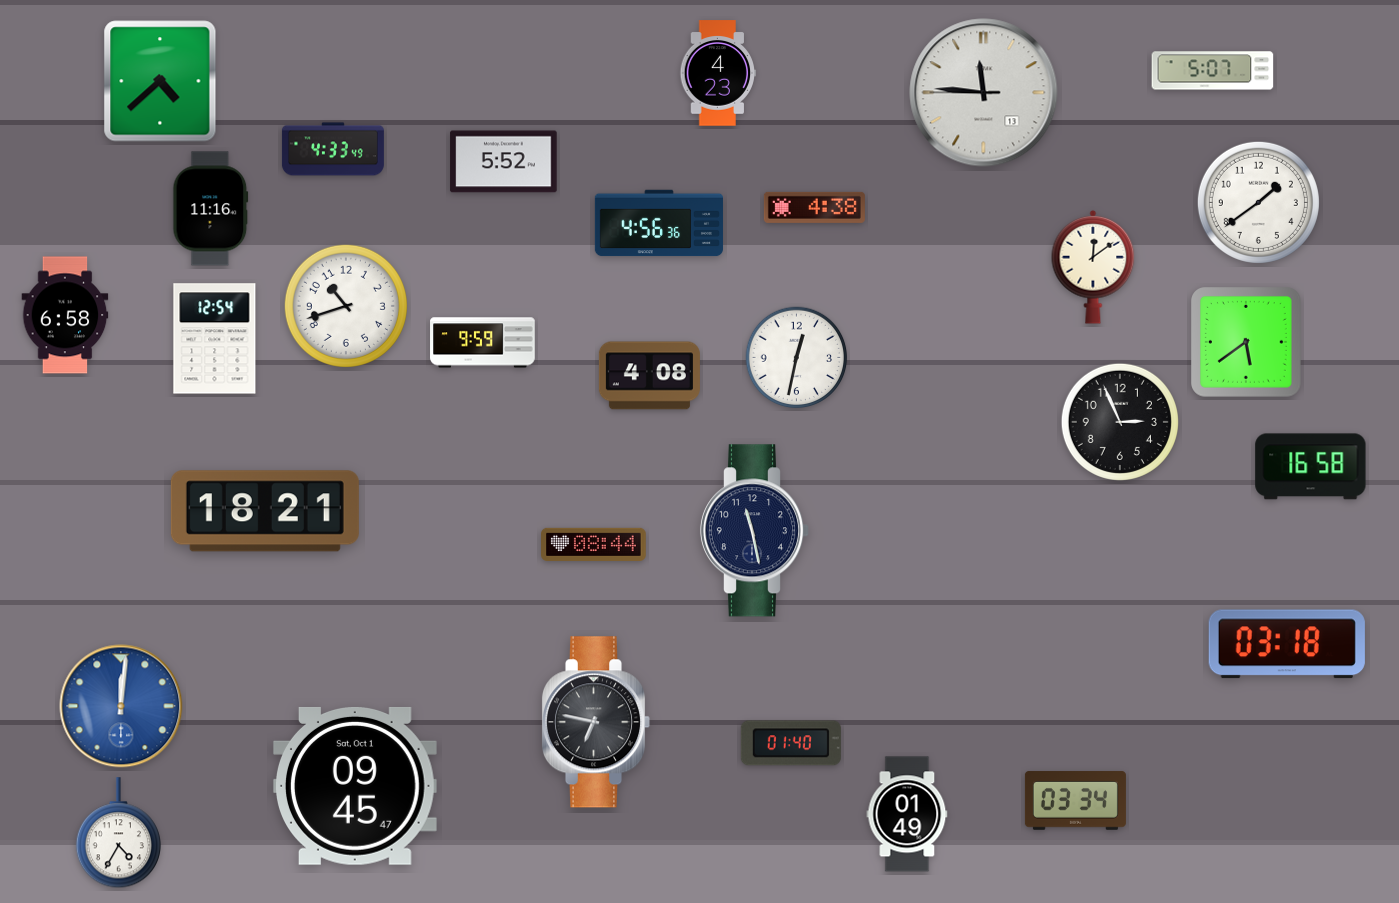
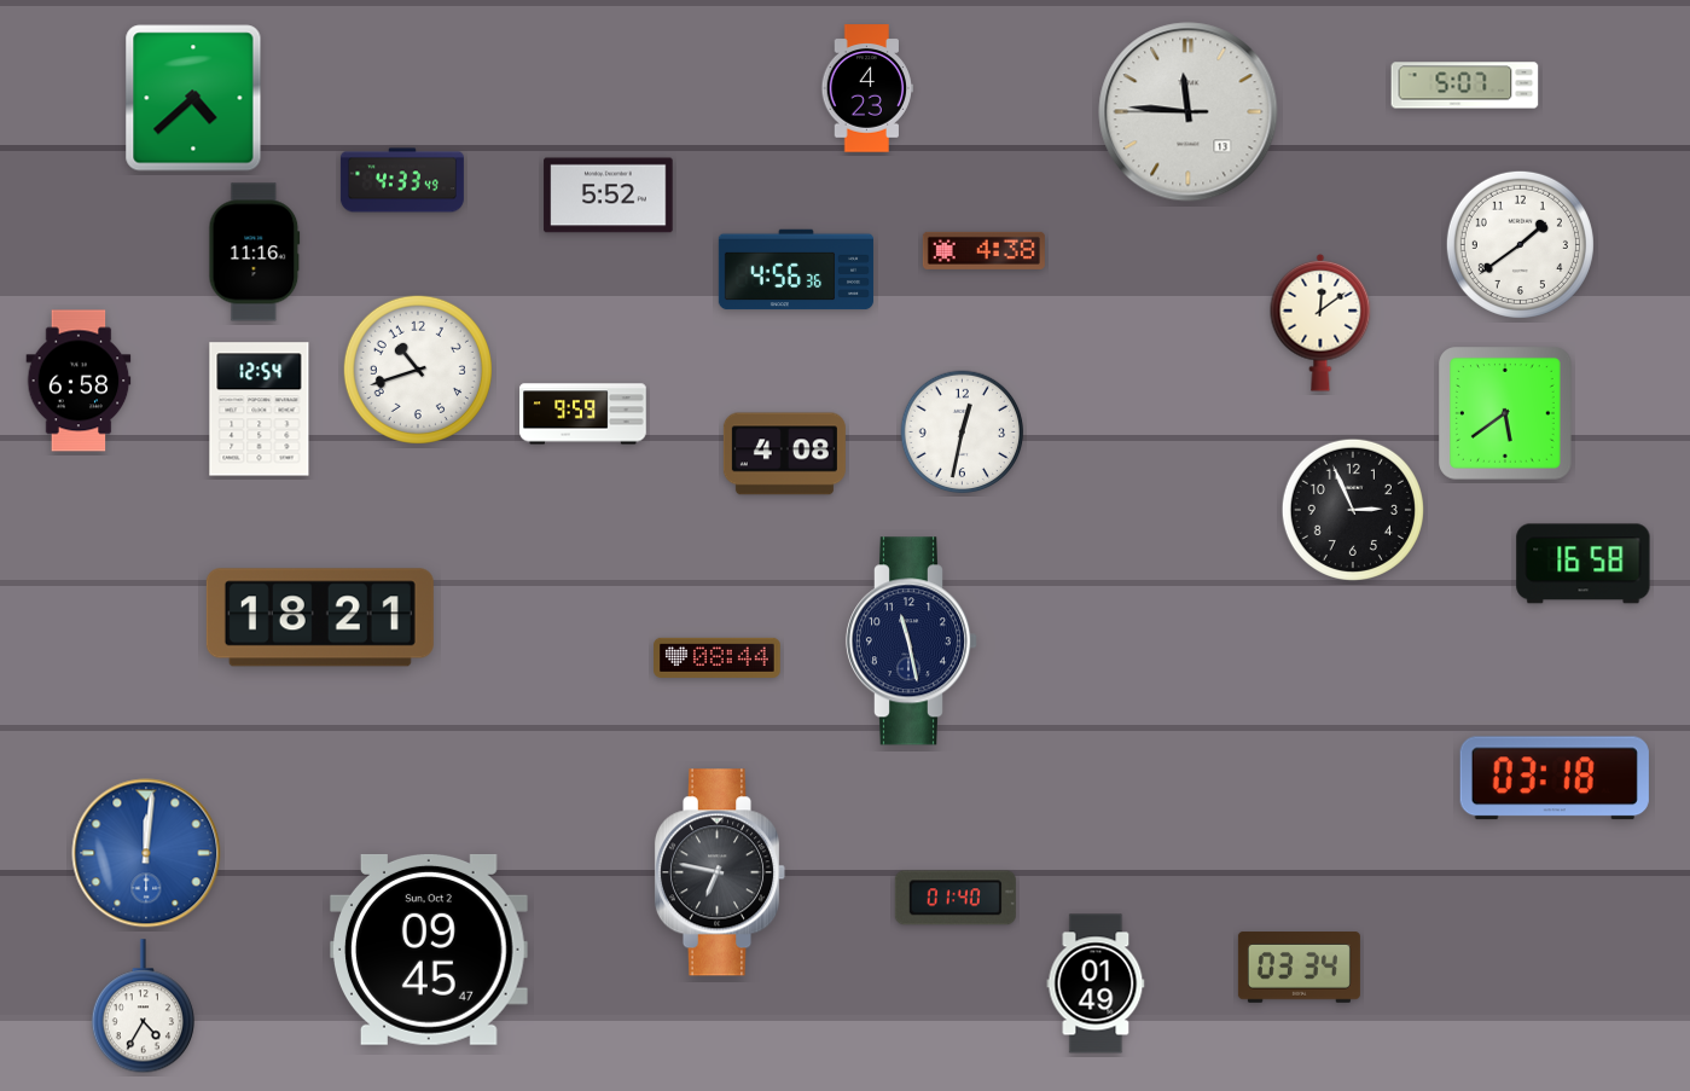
clock at (355, 786) date: Sat, Oct 1 -> Sun, Oct 2
